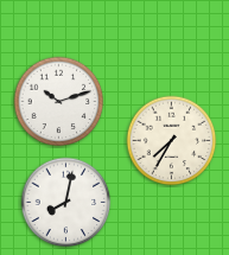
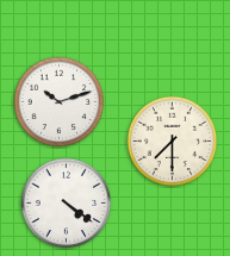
clock at (172, 141): 7:35 -> 7:30
clock at (66, 203): 8:02 -> 4:21
